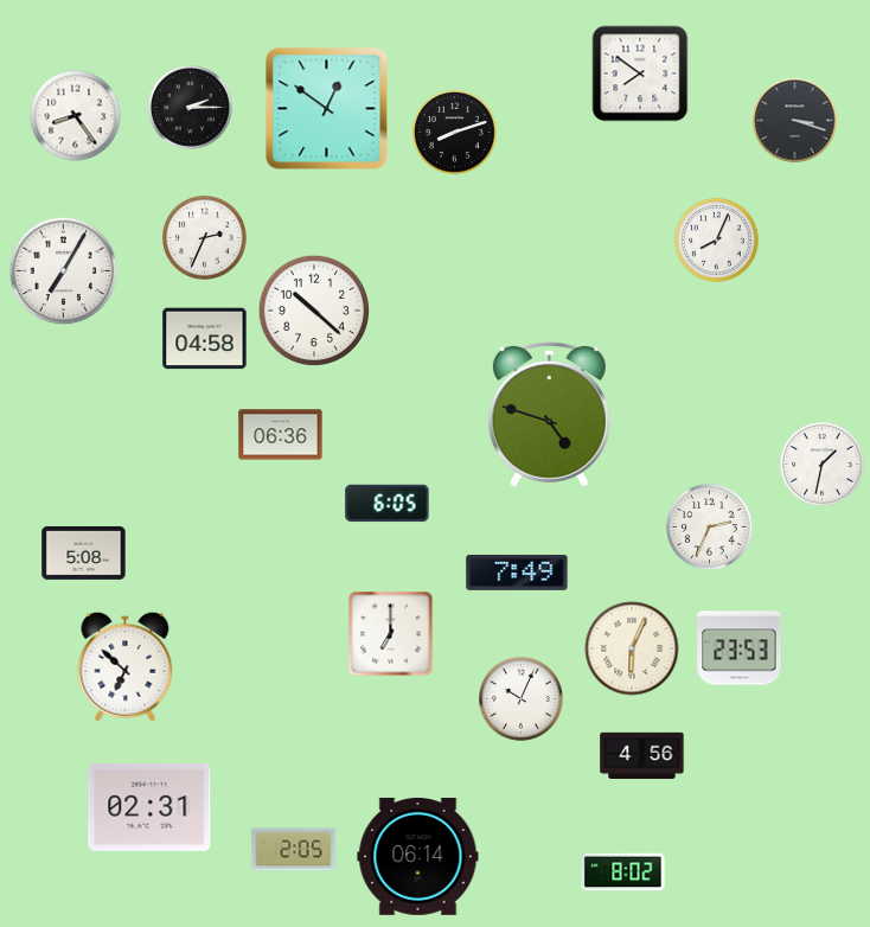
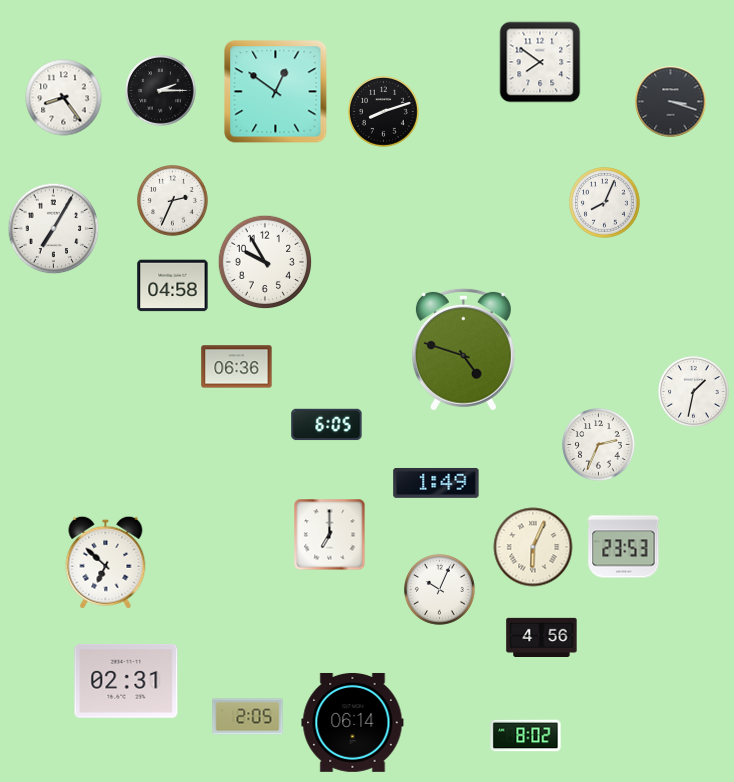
clock at (314, 311): 10:22 -> 9:55
clock at (84, 554): 5:08 -> none
clock at (517, 573): 7:49 -> 1:49
